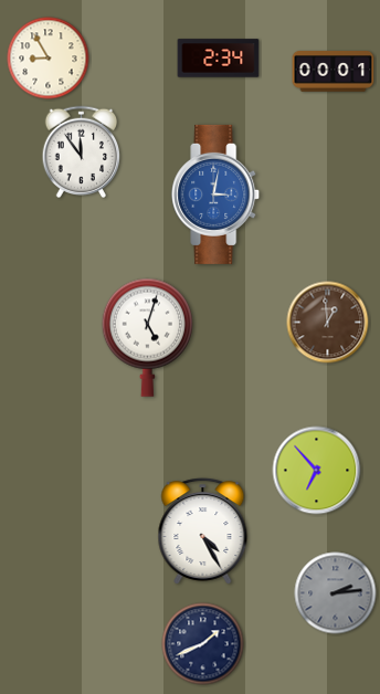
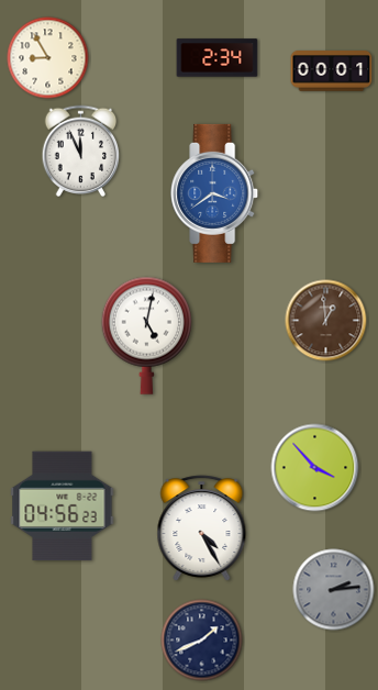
clock at (82, 151): 11:54 -> 11:56
clock at (217, 194): 3:02 -> 3:39
clock at (147, 337): 5:03 -> 5:02
clock at (317, 471): 6:53 -> 3:53
clock at (63, 507): none -> 04:56
